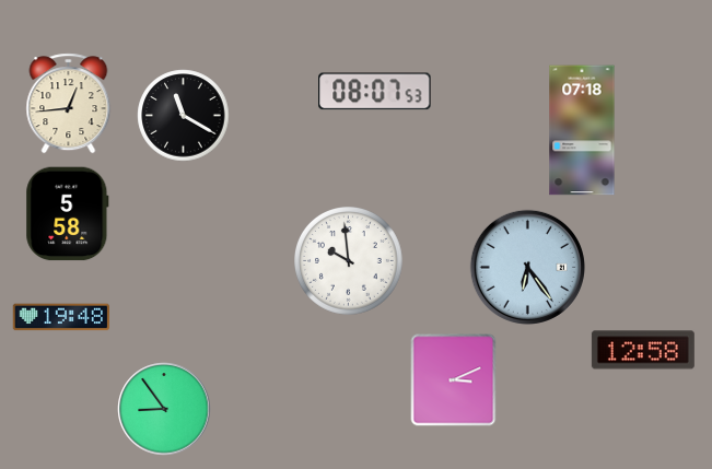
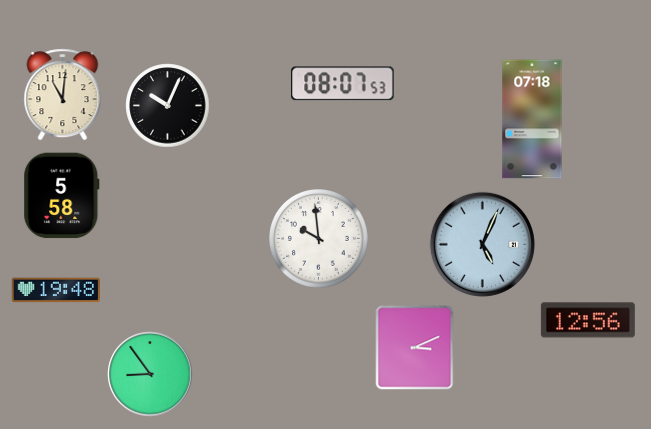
clock at (69, 104): 12:44 -> 11:01
clock at (184, 116): 11:20 -> 10:04
clock at (527, 267): 6:24 -> 5:04
clock at (643, 350): 12:58 -> 12:56
